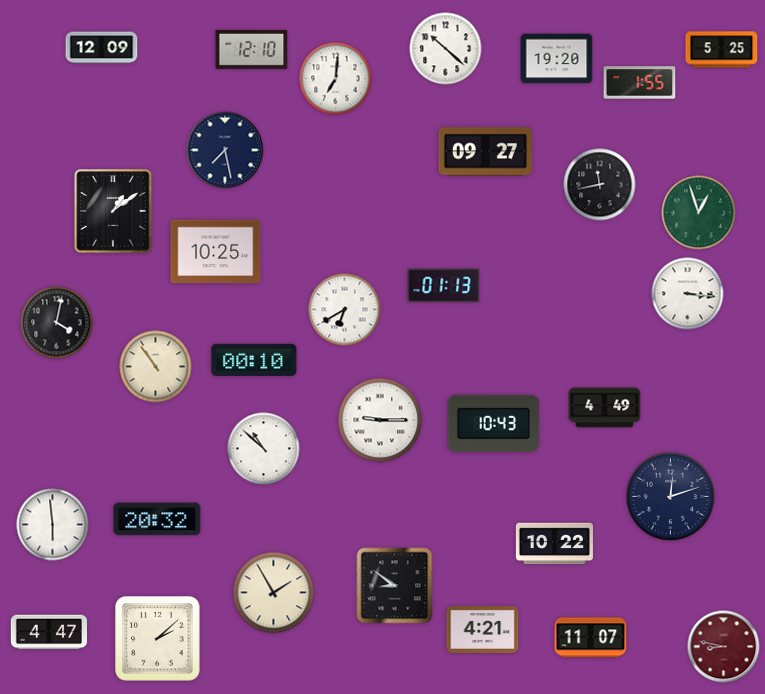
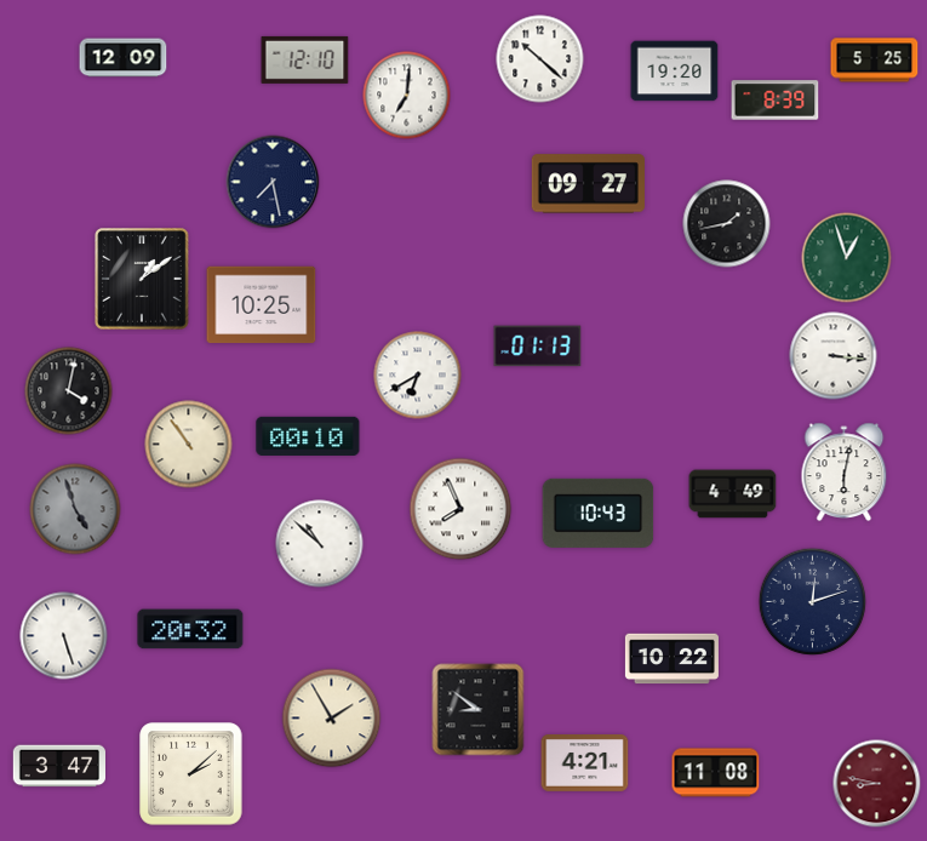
clock at (640, 83): 1:55 -> 8:39
clock at (600, 185): 11:43 -> 1:43
clock at (113, 211) position: (113, 211) -> (142, 279)
clock at (845, 473): none -> 6:02
clock at (75, 509): none -> 4:57
clock at (380, 420): 9:15 -> 7:56
clock at (53, 525): 5:59 -> 5:27
clock at (48, 632): 4:47 -> 3:47
clock at (591, 638): 11:07 -> 11:08
